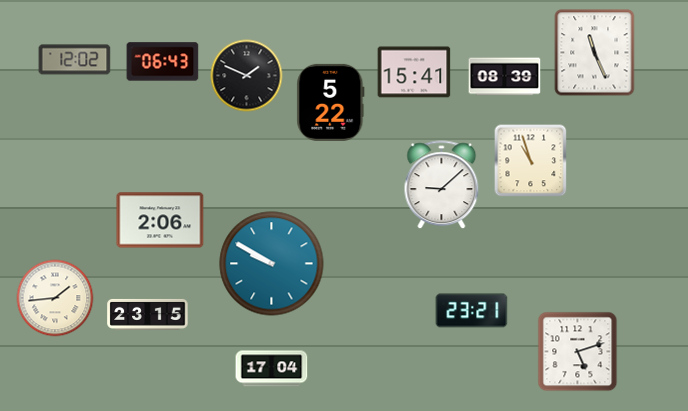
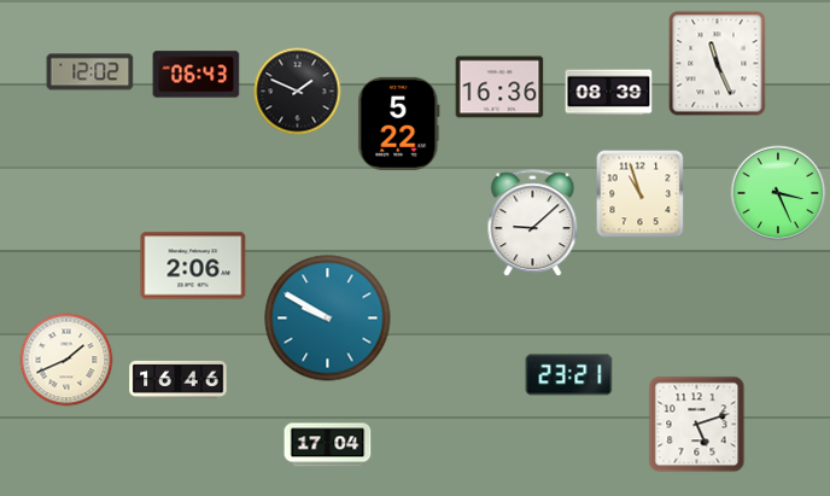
clock at (414, 72): 15:41 -> 16:36
clock at (778, 193): none -> 3:26
clock at (55, 298): 1:44 -> 1:41
clock at (148, 314): 23:15 -> 16:46
